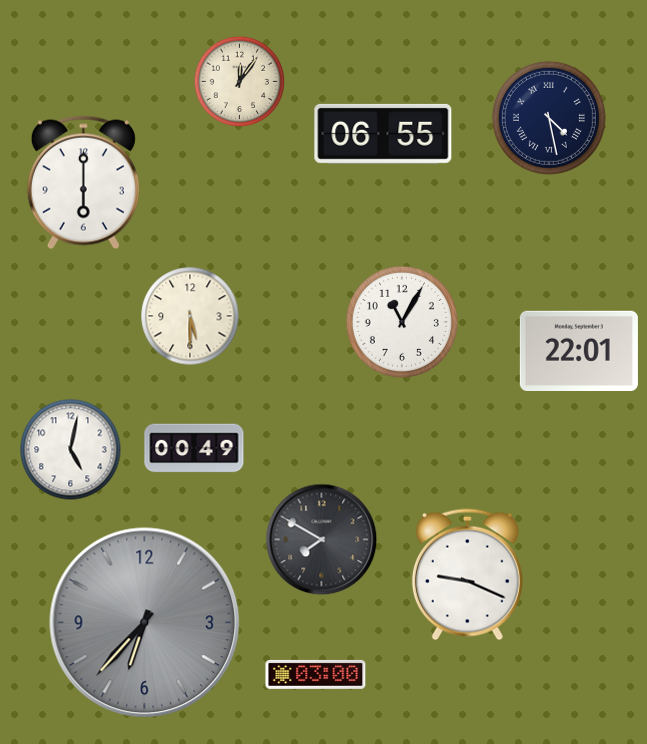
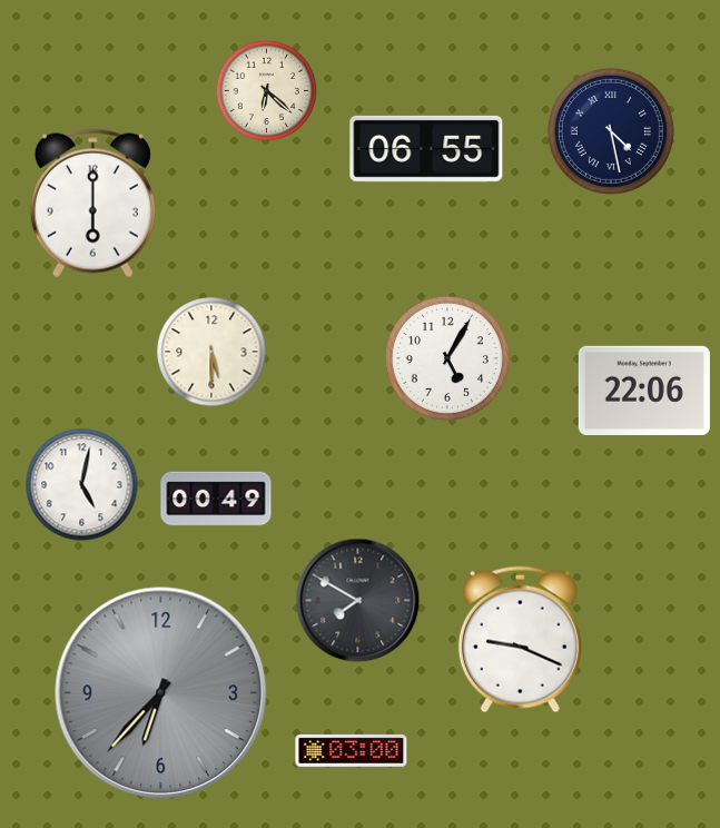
clock at (239, 81): 12:06 -> 6:22
clock at (402, 322): 11:05 -> 5:05
clock at (579, 350): 22:01 -> 22:06
clock at (71, 450) position: (71, 450) -> (82, 485)
